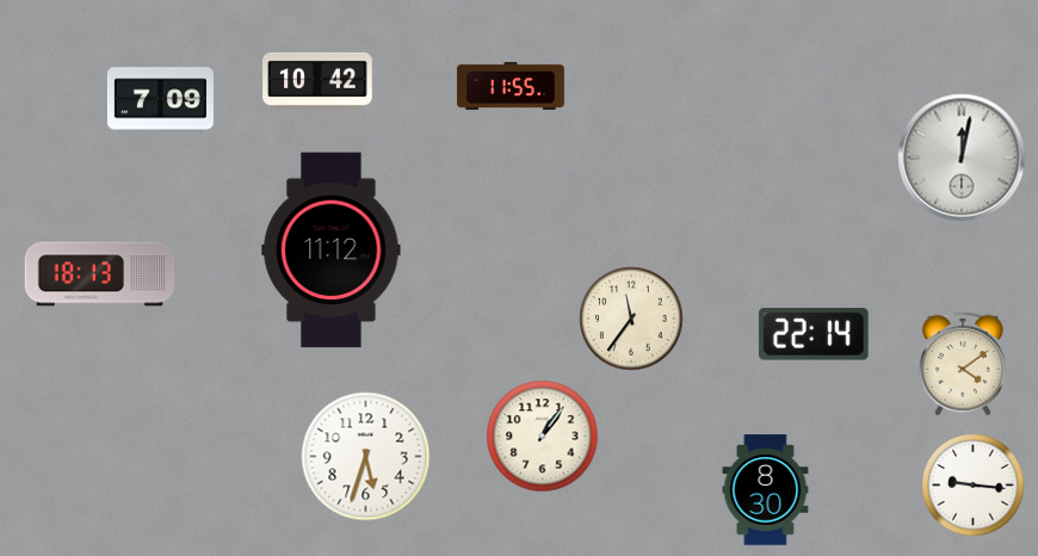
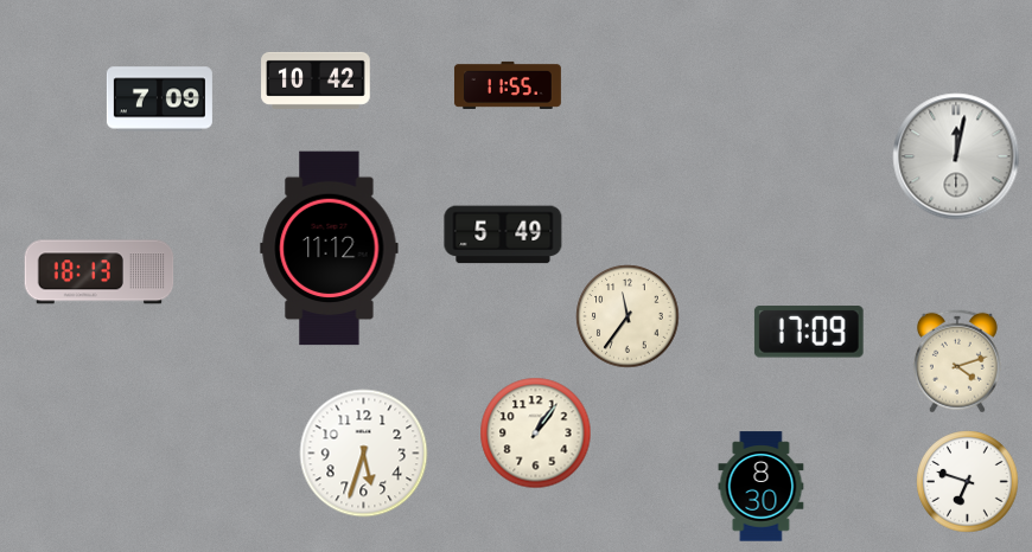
clock at (503, 235): none -> 5:49
clock at (814, 334): 22:14 -> 17:09
clock at (963, 364): 4:09 -> 4:12
clock at (543, 437) position: (543, 437) -> (536, 434)
clock at (974, 486): 9:16 -> 6:48
